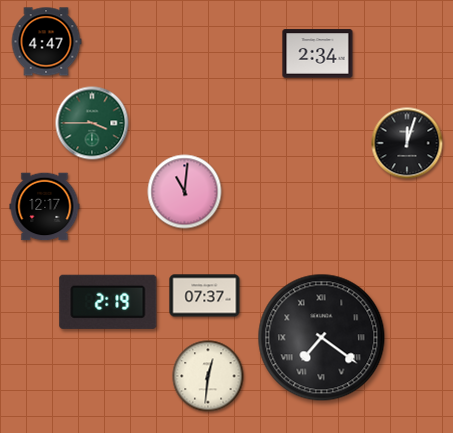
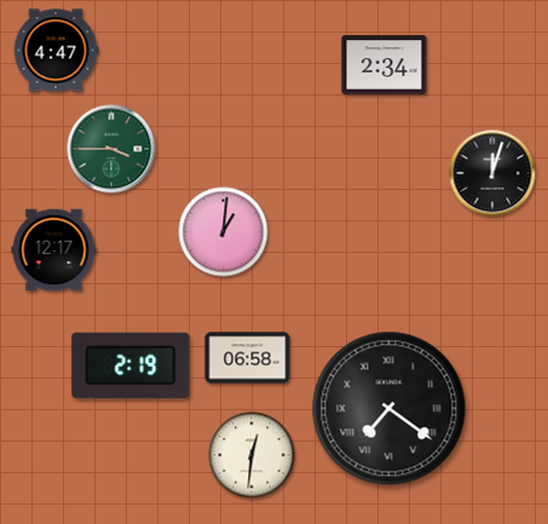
clock at (185, 192): 11:01 -> 1:01
clock at (205, 296): 07:37 -> 06:58
